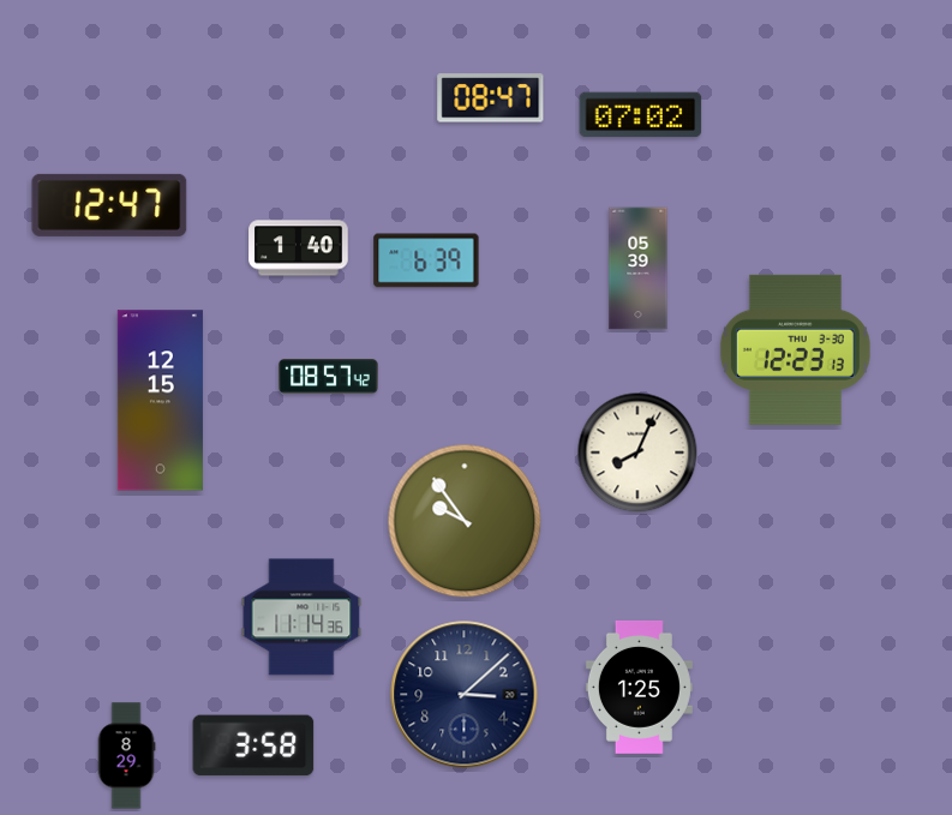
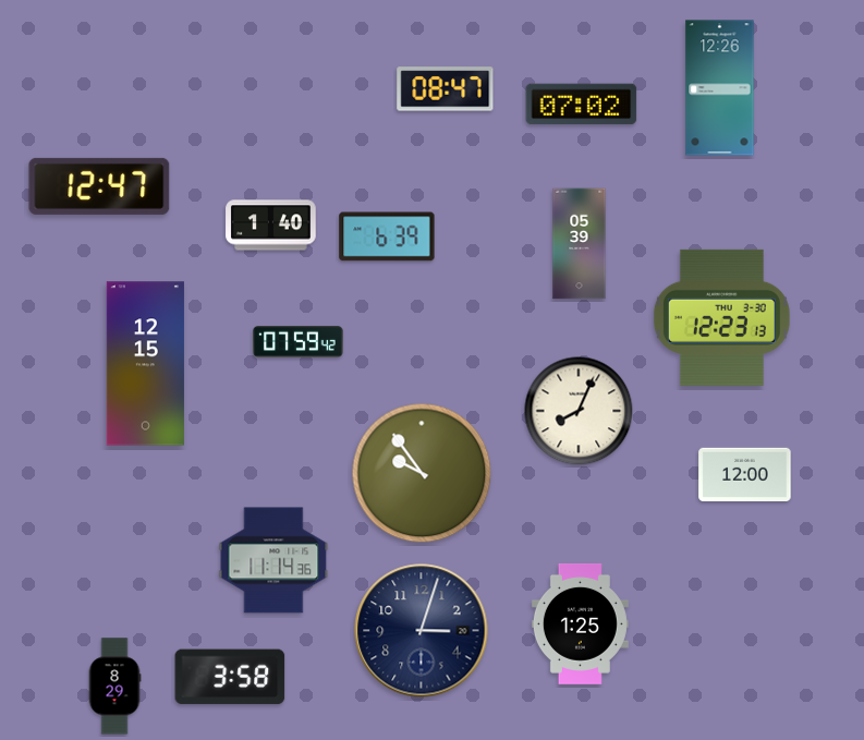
clock at (720, 88): none -> 12:26
clock at (329, 376): 08:57 -> 07:59
clock at (745, 474): none -> 12:00
clock at (465, 695): 3:08 -> 3:03
